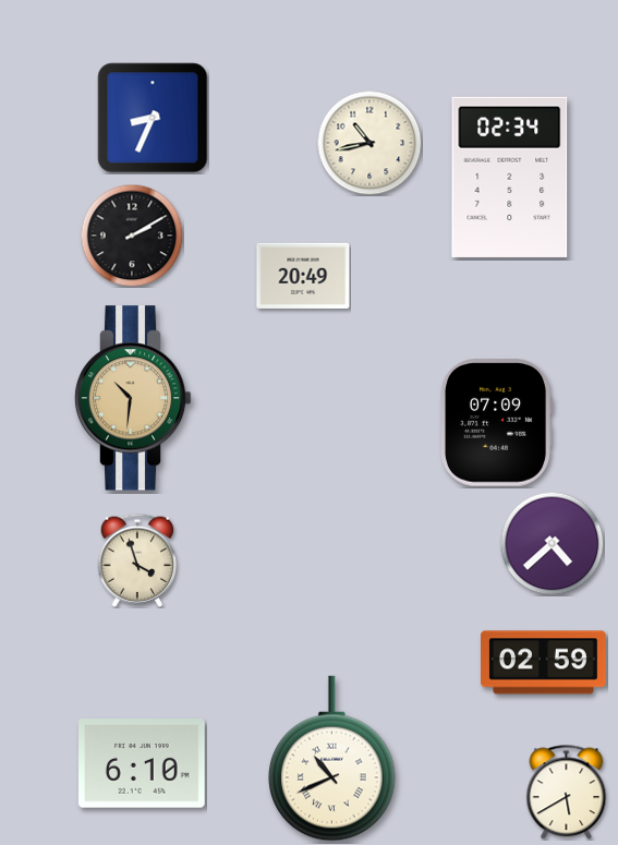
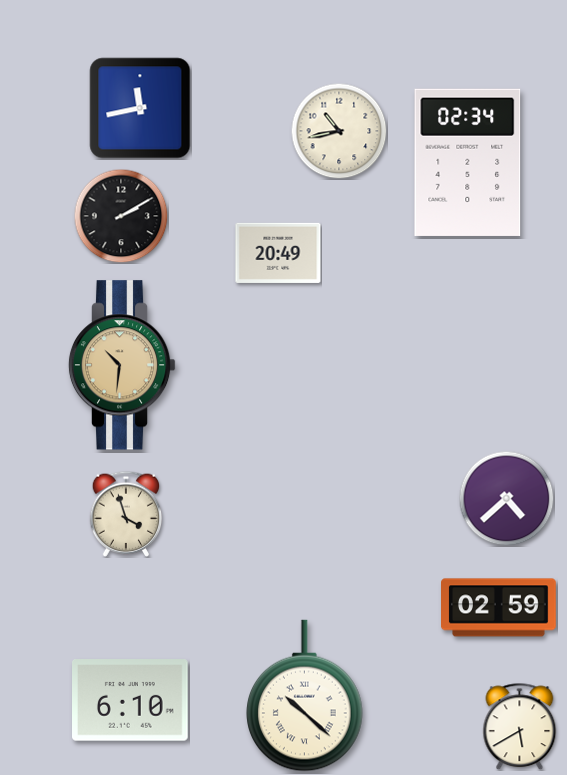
clock at (153, 118): 8:34 -> 11:43
clock at (497, 423): 07:09 -> none
clock at (332, 759): 10:41 -> 10:22
